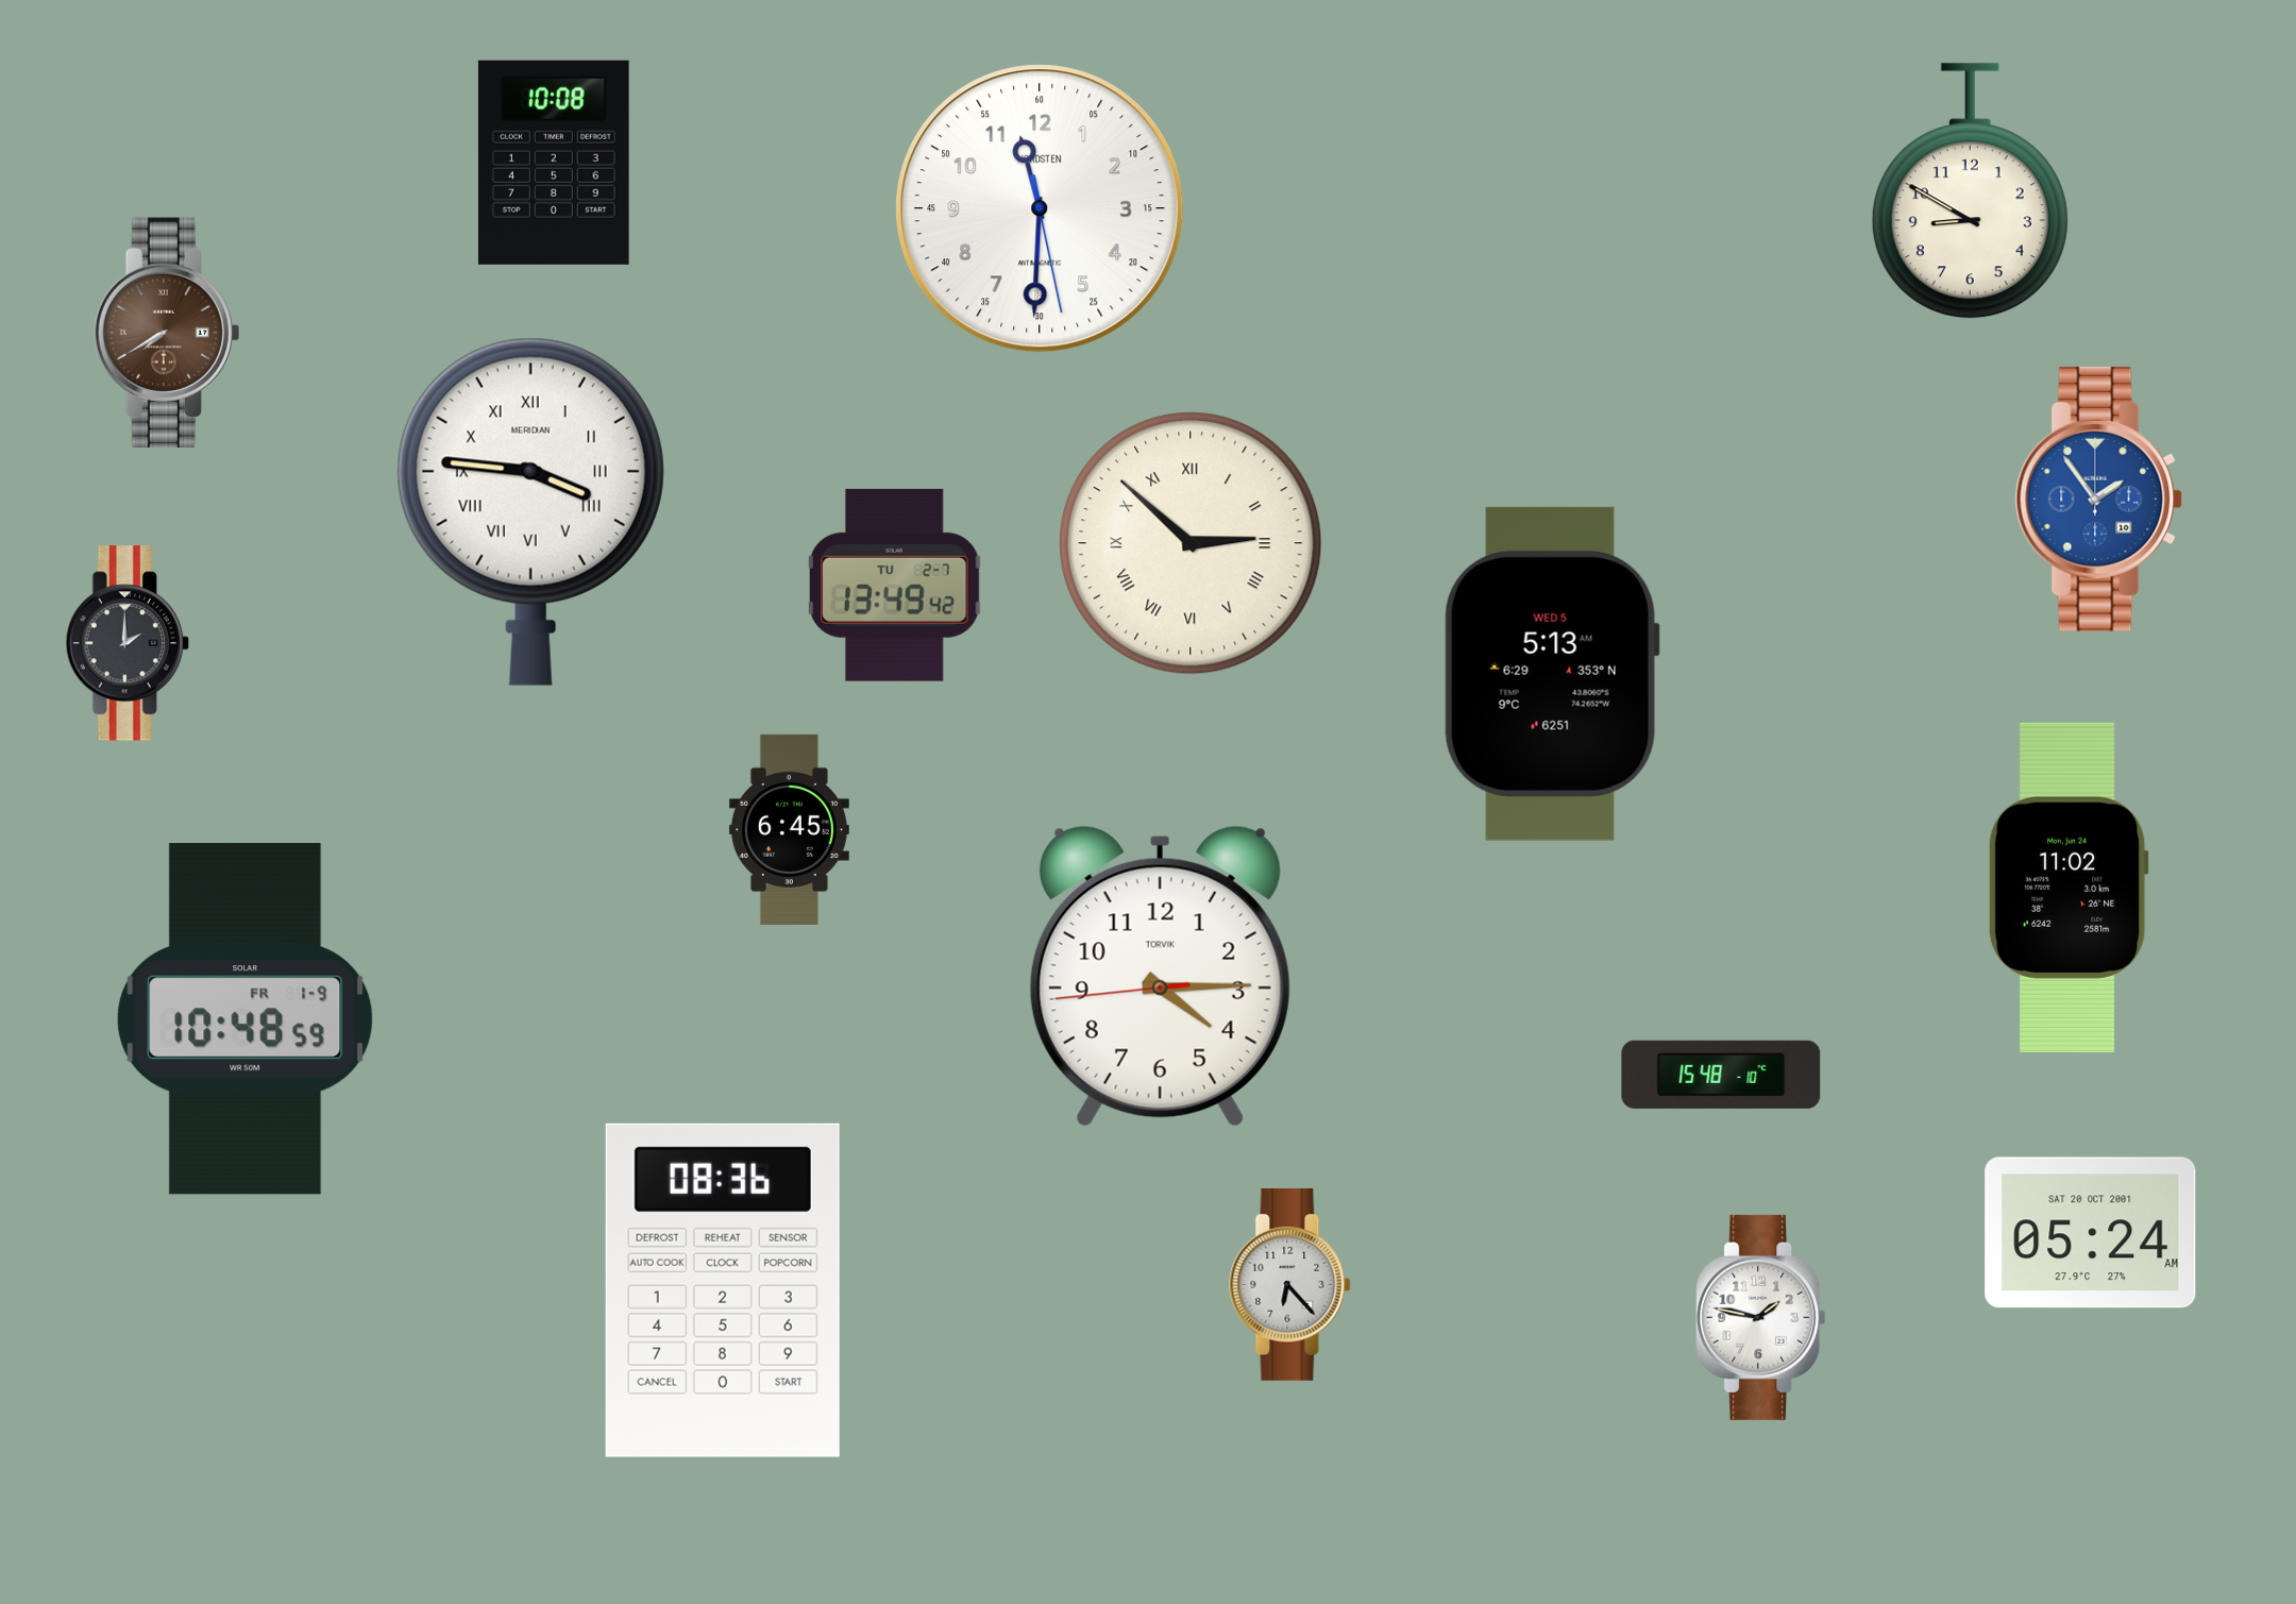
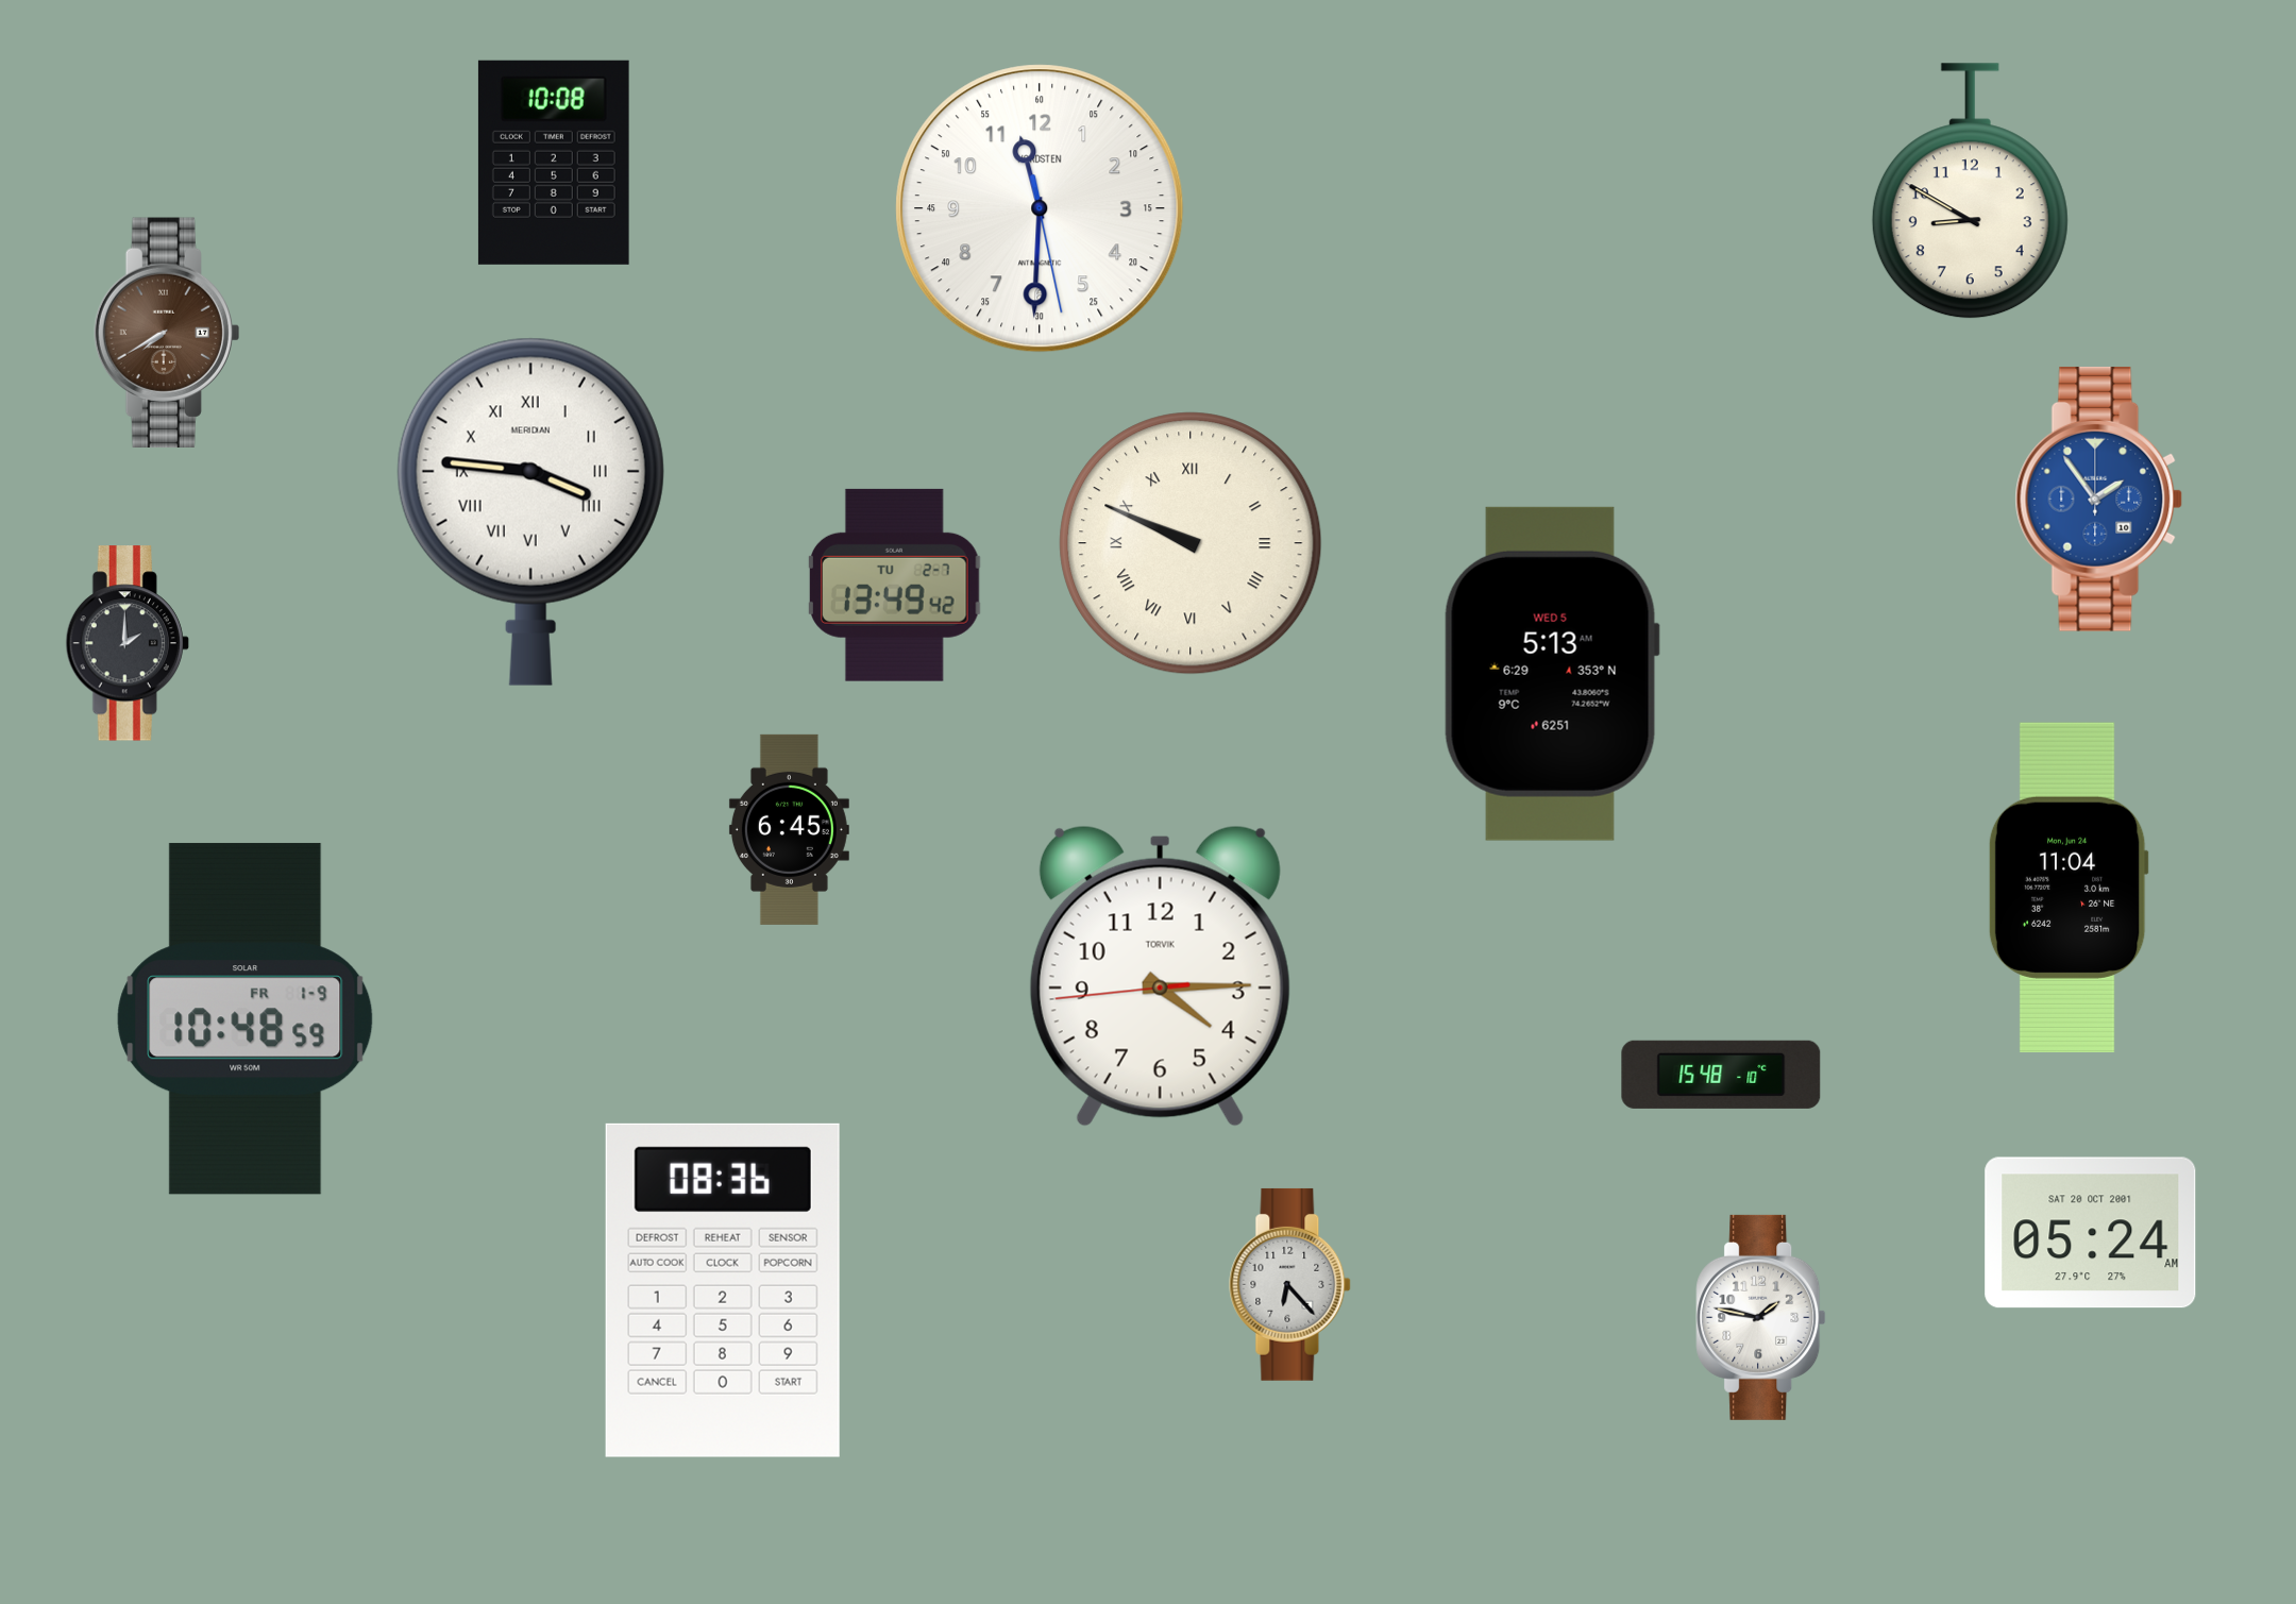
clock at (1191, 543): 2:52 -> 9:49
clock at (2069, 888): 11:02 -> 11:04
